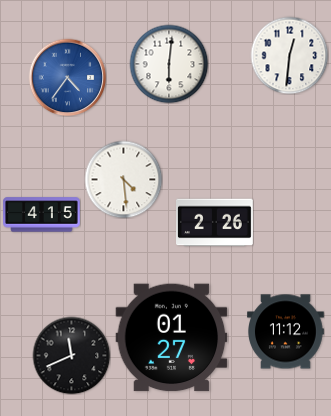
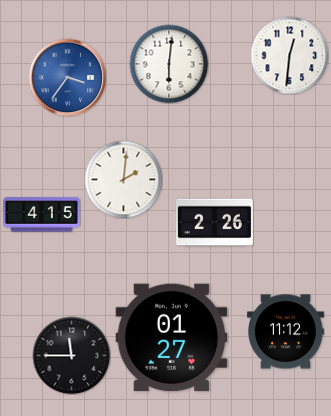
clock at (67, 77): 4:36 -> 3:36
clock at (123, 179): 4:29 -> 2:01
clock at (71, 355): 11:41 -> 11:45
